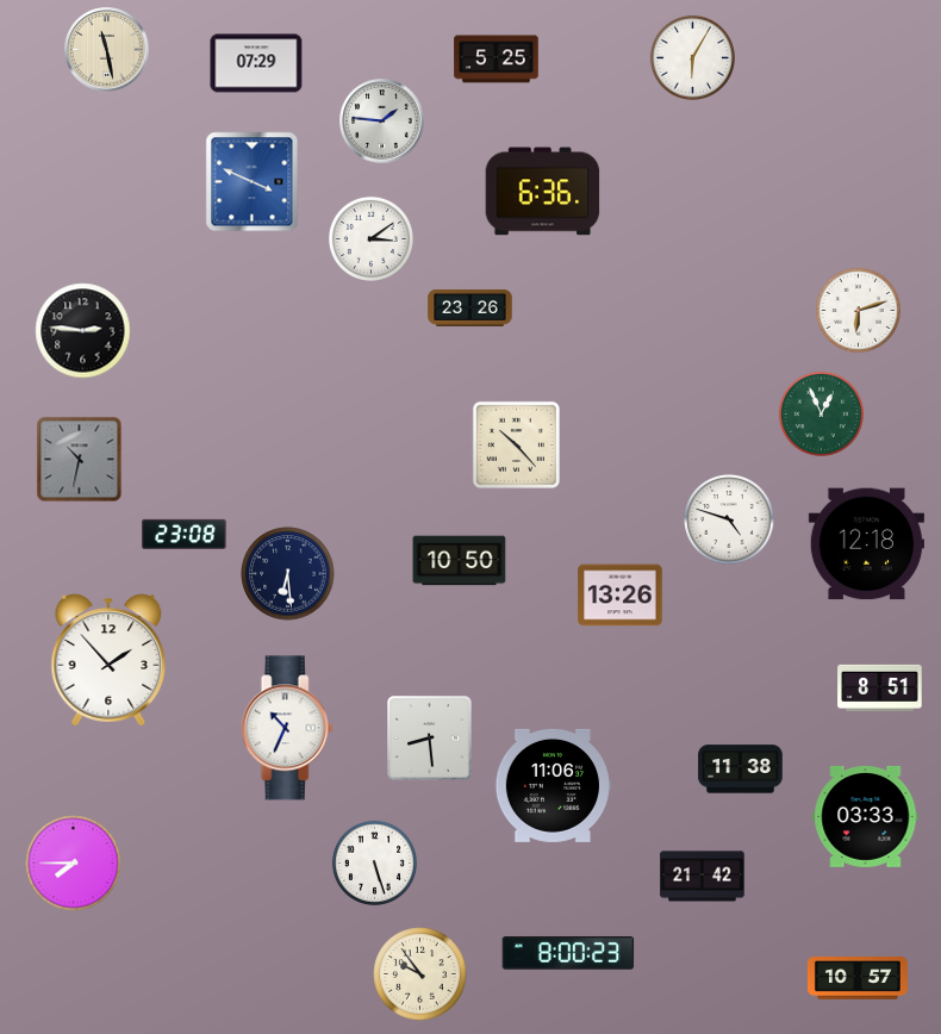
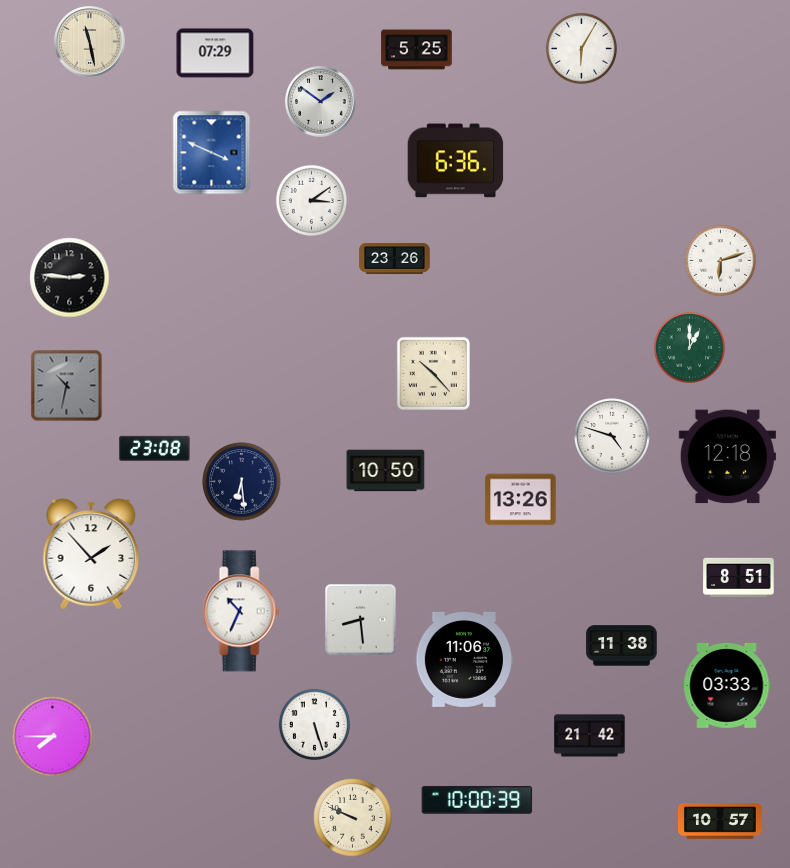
clock at (382, 122): 1:46 -> 1:51
clock at (821, 413): 12:56 -> 1:00
clock at (74, 864) position: (74, 864) -> (53, 737)
clock at (568, 953): 8:00 -> 10:00
clock at (420, 974): 9:54 -> 9:49
